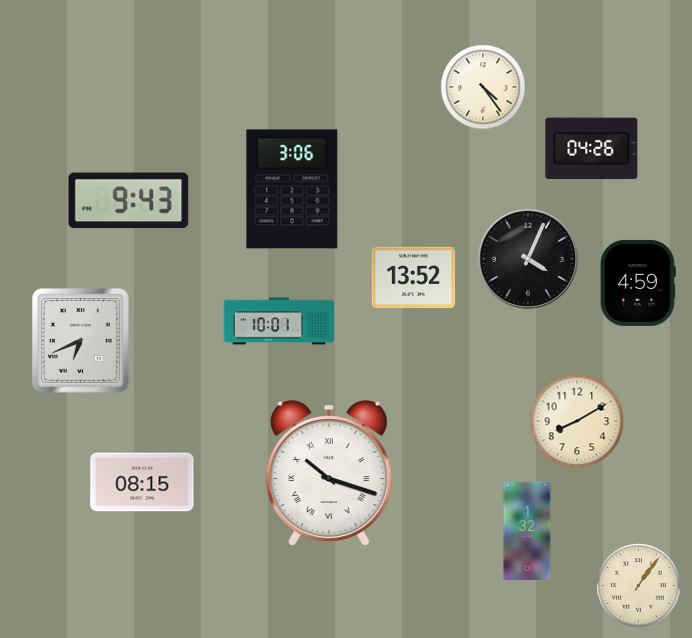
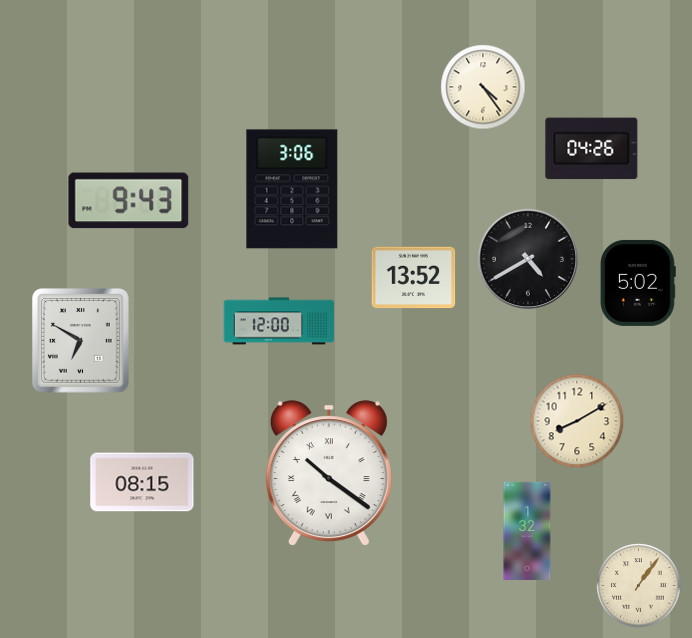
clock at (528, 259): 4:04 -> 4:40
clock at (639, 283): 4:59 -> 5:02
clock at (279, 321): 10:01 -> 12:00
clock at (80, 341): 6:41 -> 6:50
clock at (329, 473): 10:18 -> 10:21
